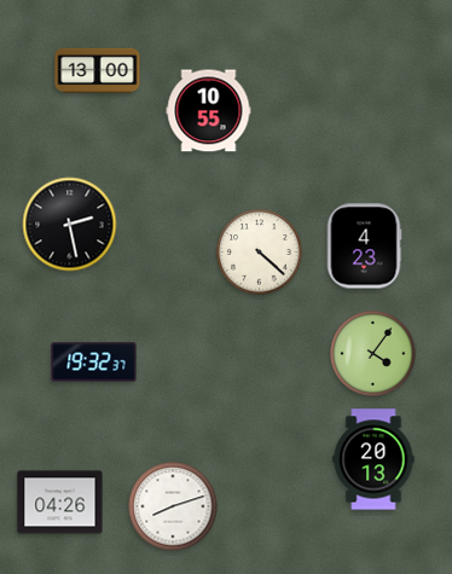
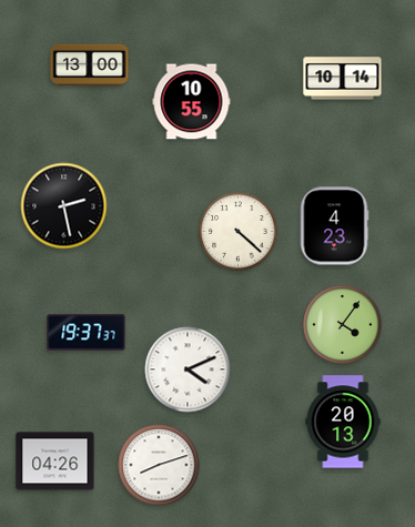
clock at (343, 79): none -> 10:14
clock at (94, 363): 19:32 -> 19:37
clock at (188, 369): none -> 4:11
